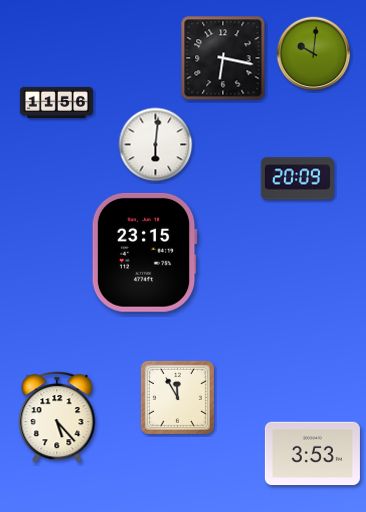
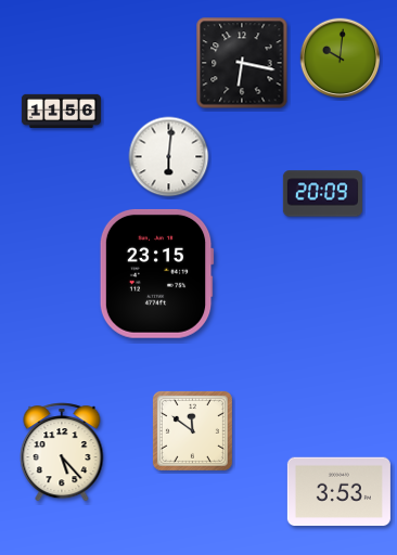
clock at (177, 397): 11:55 -> 11:51
